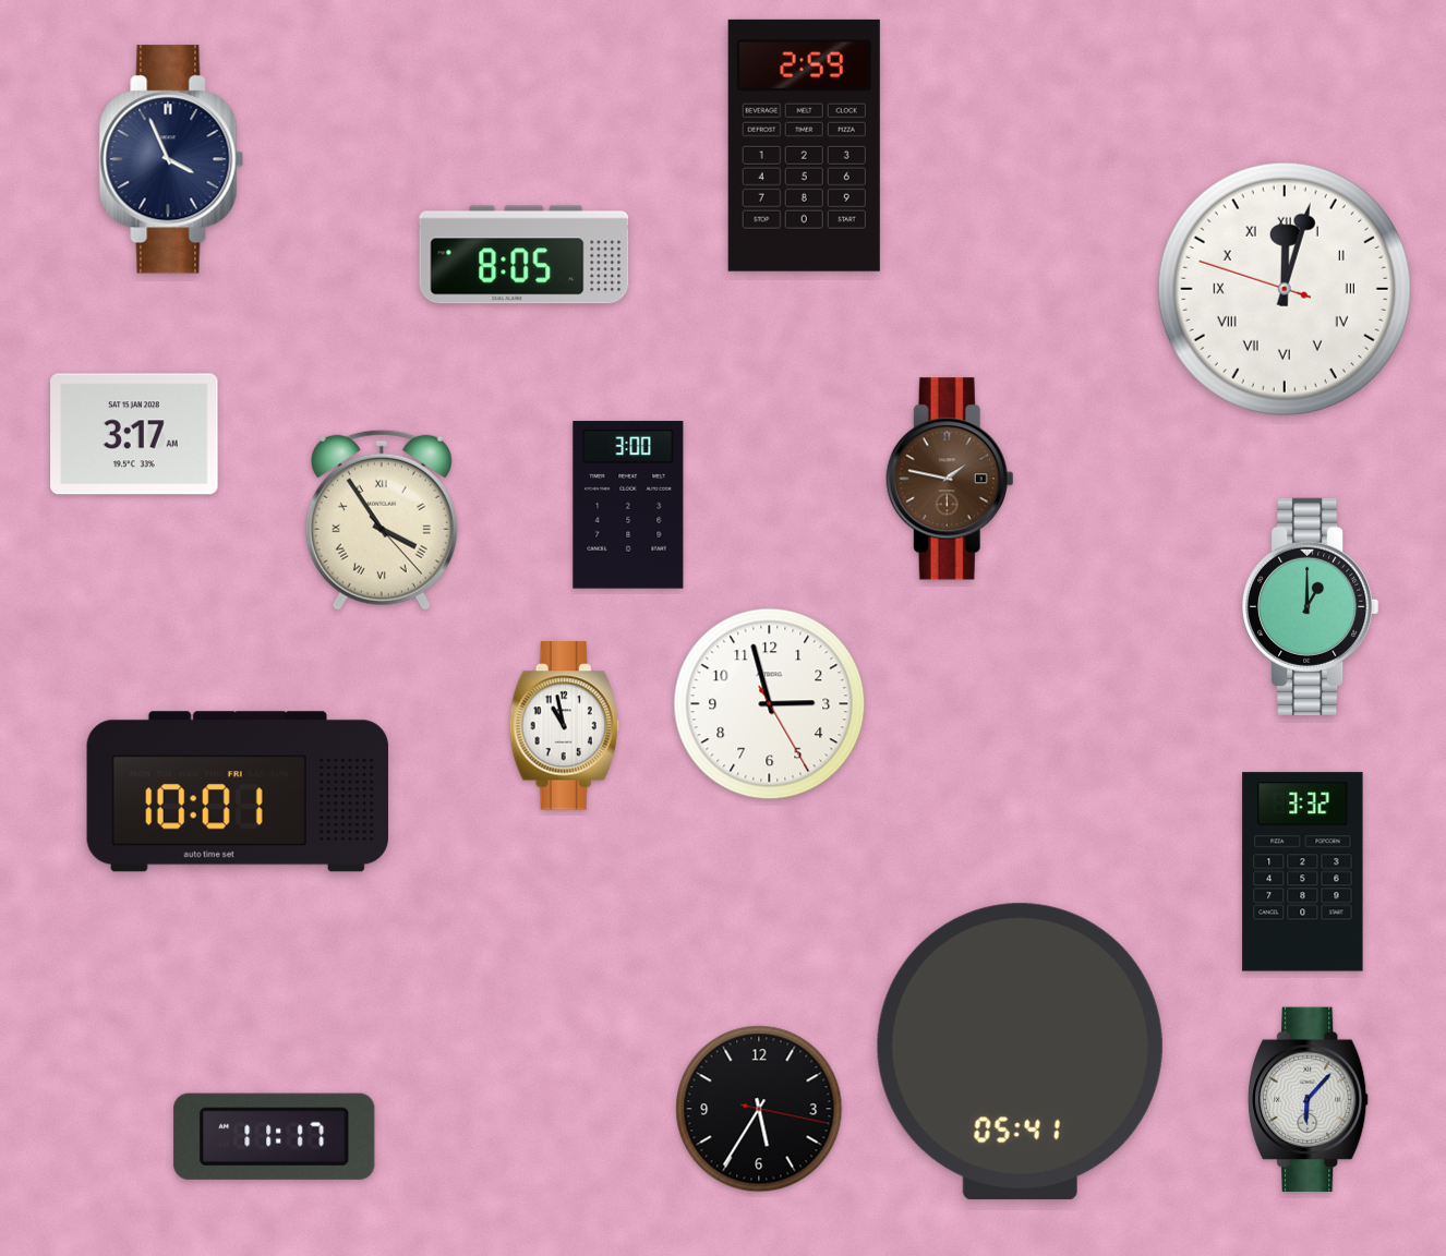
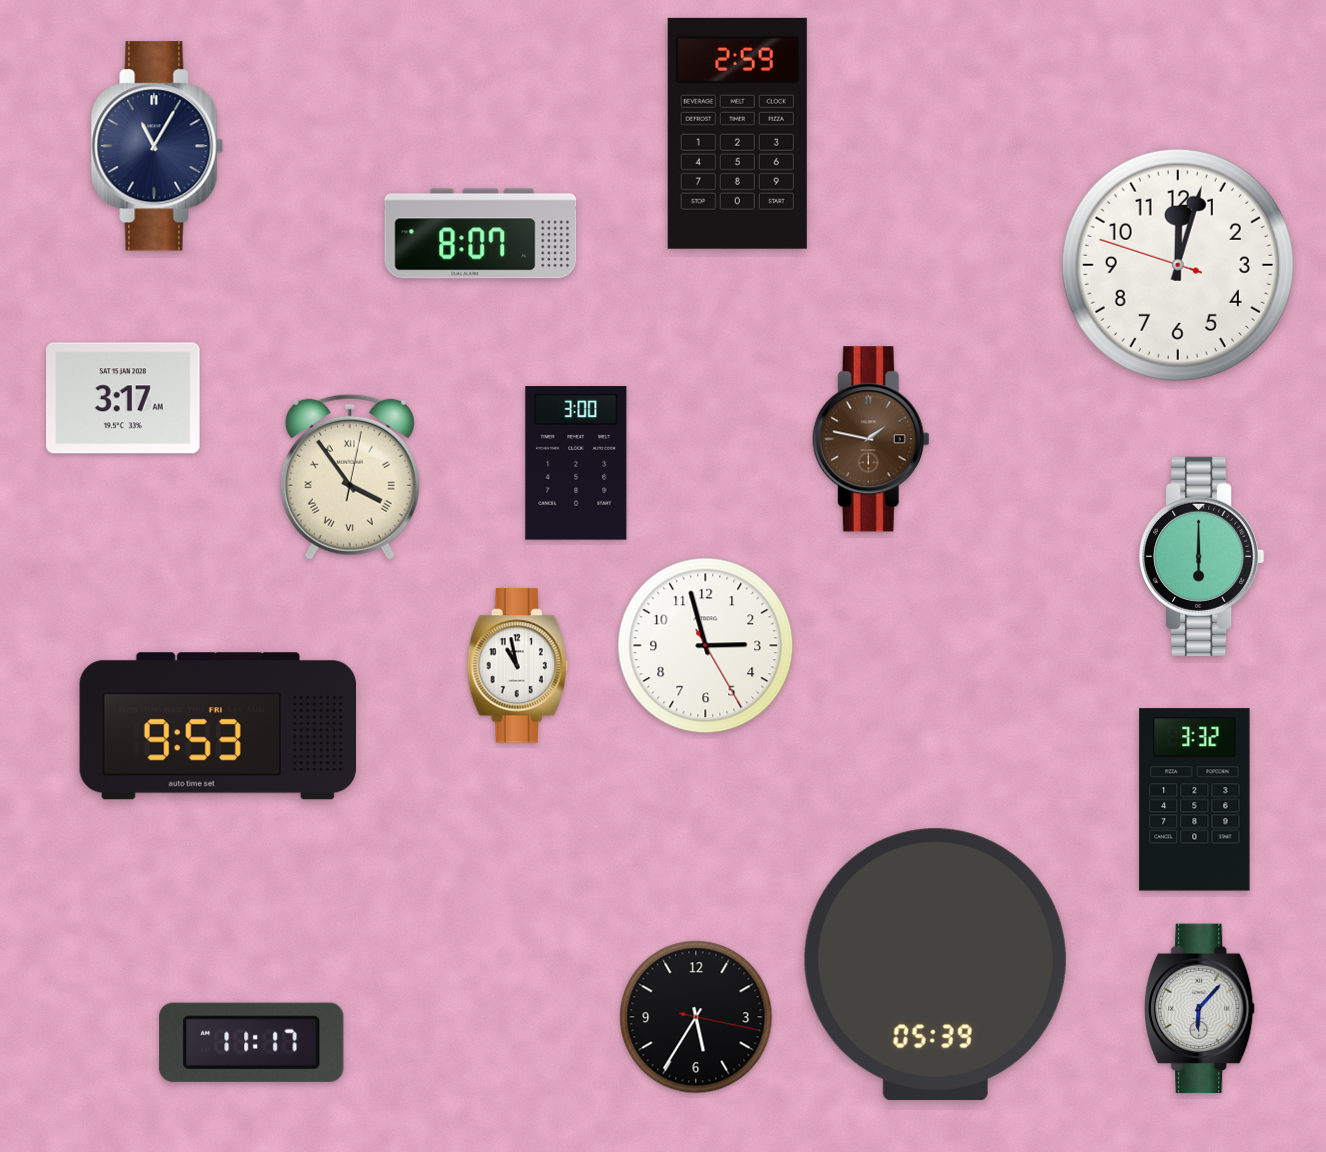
clock at (171, 159): 3:56 -> 11:05
clock at (525, 255): 8:05 -> 8:07
clock at (1285, 289) numerals: Roman -> Arabic
clock at (382, 520): 3:54:23 -> 3:54:02
clock at (1311, 606): 1:00 -> 6:00
clock at (237, 792): 10:01 -> 9:53
clock at (1020, 1052): 05:41 -> 05:39
